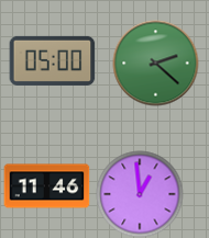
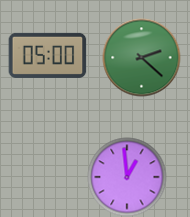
clock at (46, 186): 11:46 -> none
